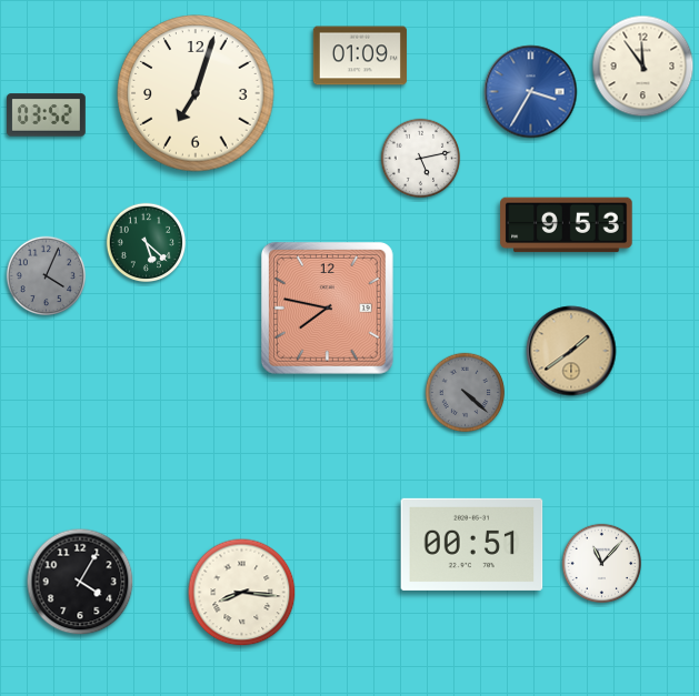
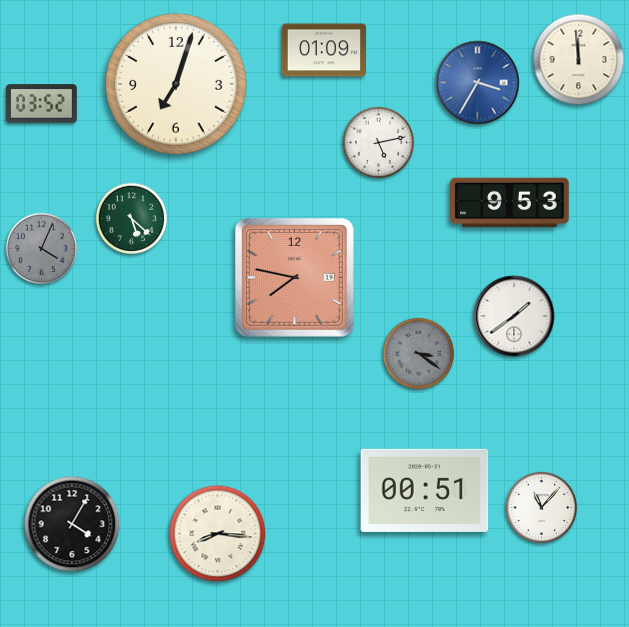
clock at (643, 67): 11:54 -> 11:59
clock at (571, 351) dial: champagne -> white
clock at (466, 393): 4:22 -> 3:21
